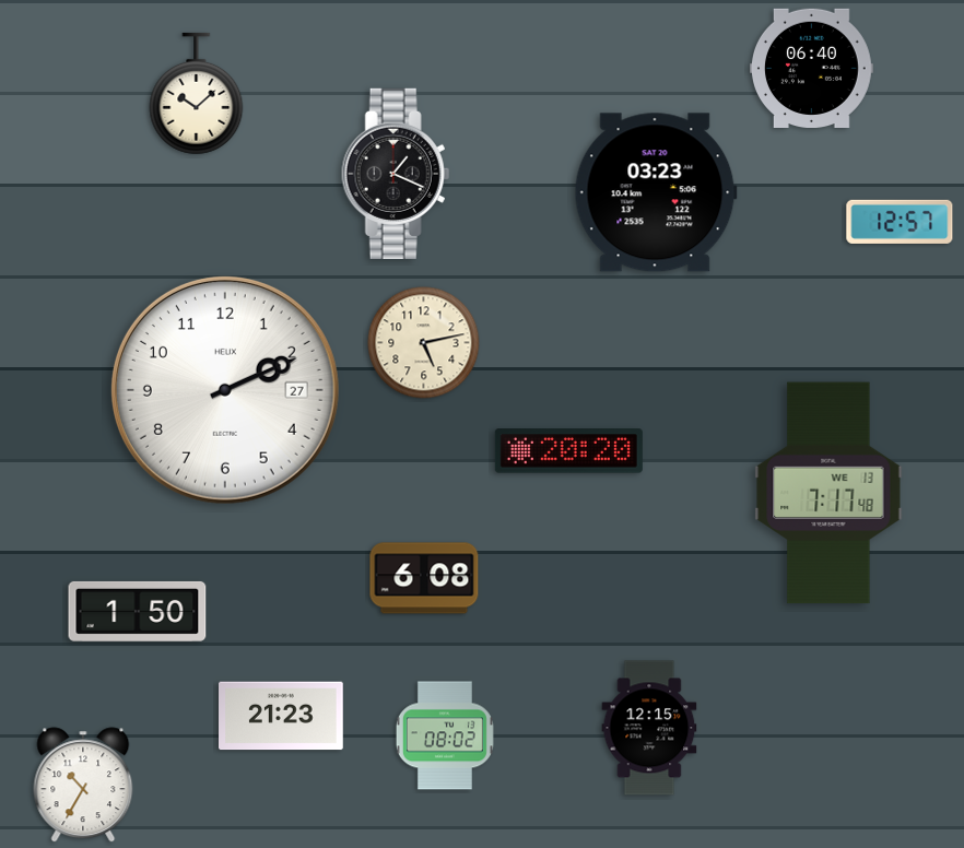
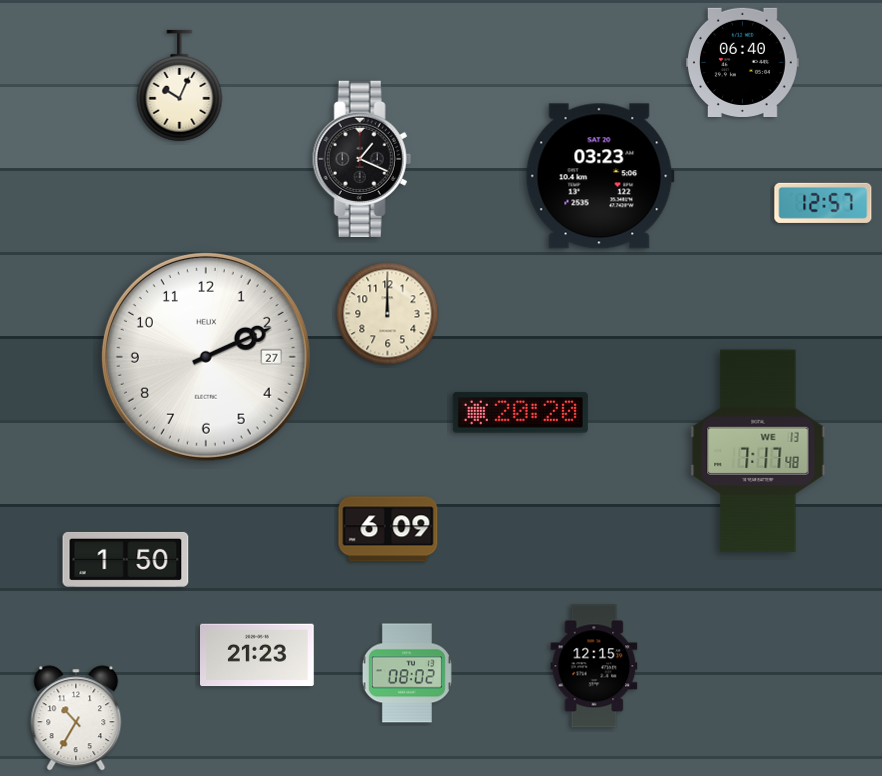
clock at (197, 94): 10:08 -> 10:04
clock at (424, 343): 5:13 -> 12:00
clock at (424, 578): 6:08 -> 6:09
